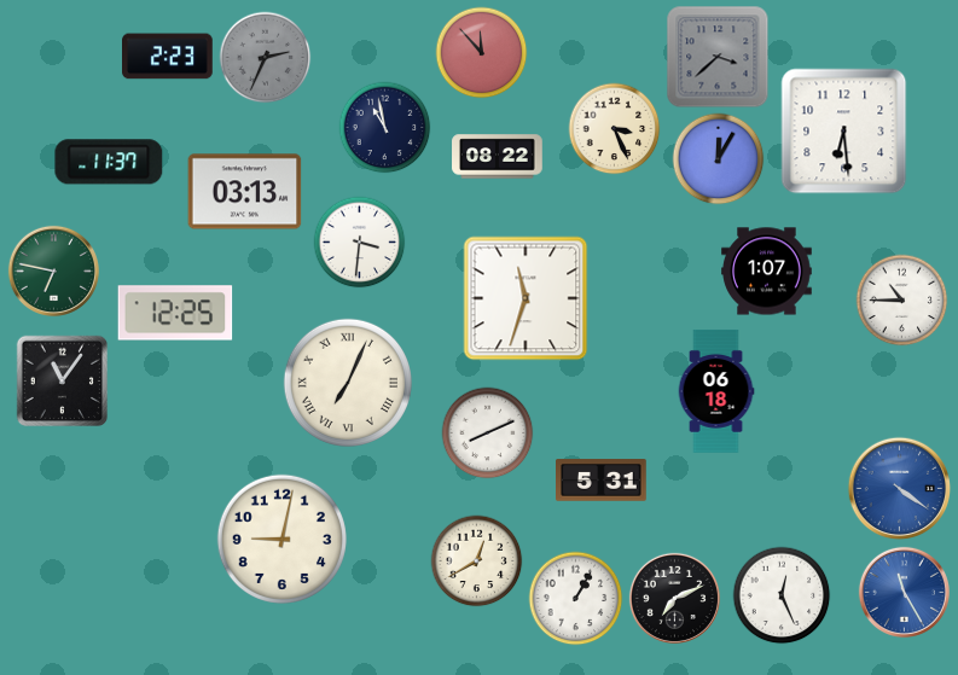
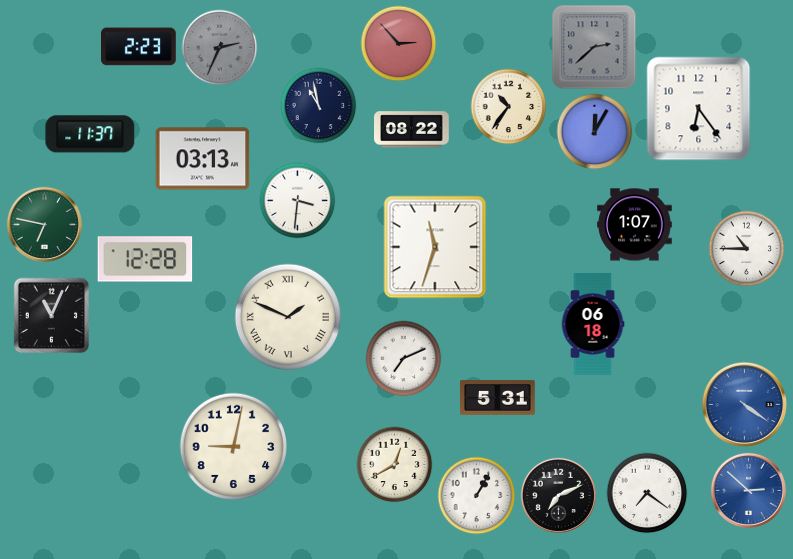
clock at (482, 53): 11:53 -> 2:53
clock at (718, 57): 3:38 -> 2:38
clock at (615, 129): 3:26 -> 10:36
clock at (844, 132): 6:29 -> 6:24
clock at (175, 313): 12:25 -> 12:28
clock at (62, 380): 11:06 -> 11:04
clock at (347, 382): 7:04 -> 1:49
clock at (488, 433): 8:11 -> 7:11
clock at (904, 592): 11:25 -> 2:52
clock at (782, 595): 12:26 -> 7:21
